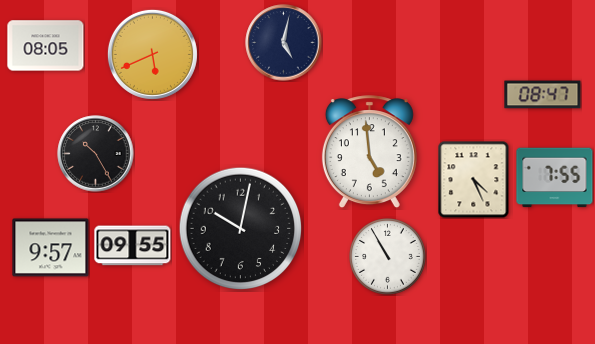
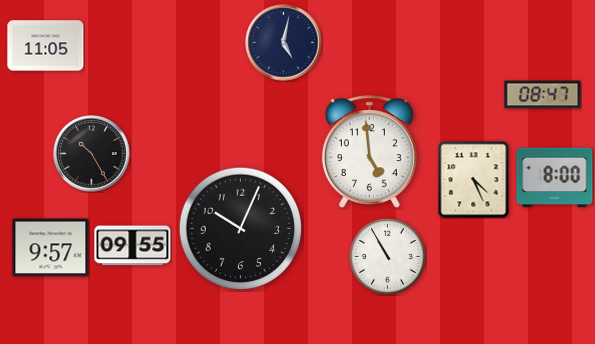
clock at (46, 46): 08:05 -> 11:05
clock at (152, 54): 5:41 -> none
clock at (96, 154) position: (96, 154) -> (92, 154)
clock at (555, 178): 7:55 -> 8:00
clock at (241, 229): 10:02 -> 10:04
